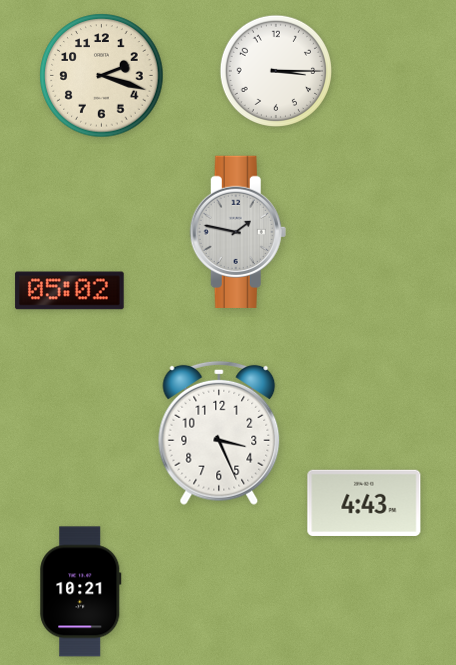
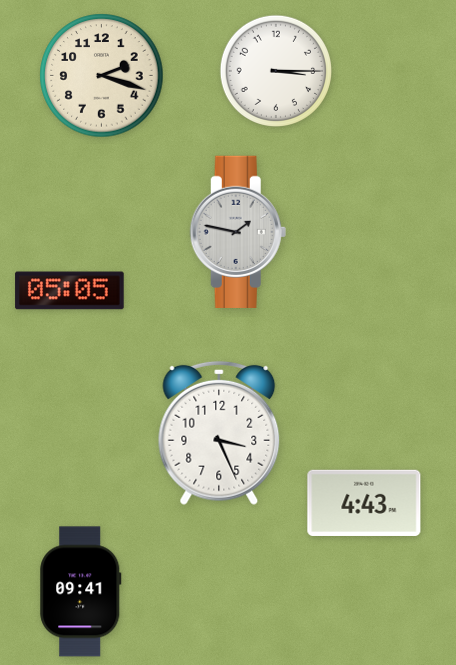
clock at (70, 291): 05:02 -> 05:05
clock at (81, 592): 10:21 -> 09:41
